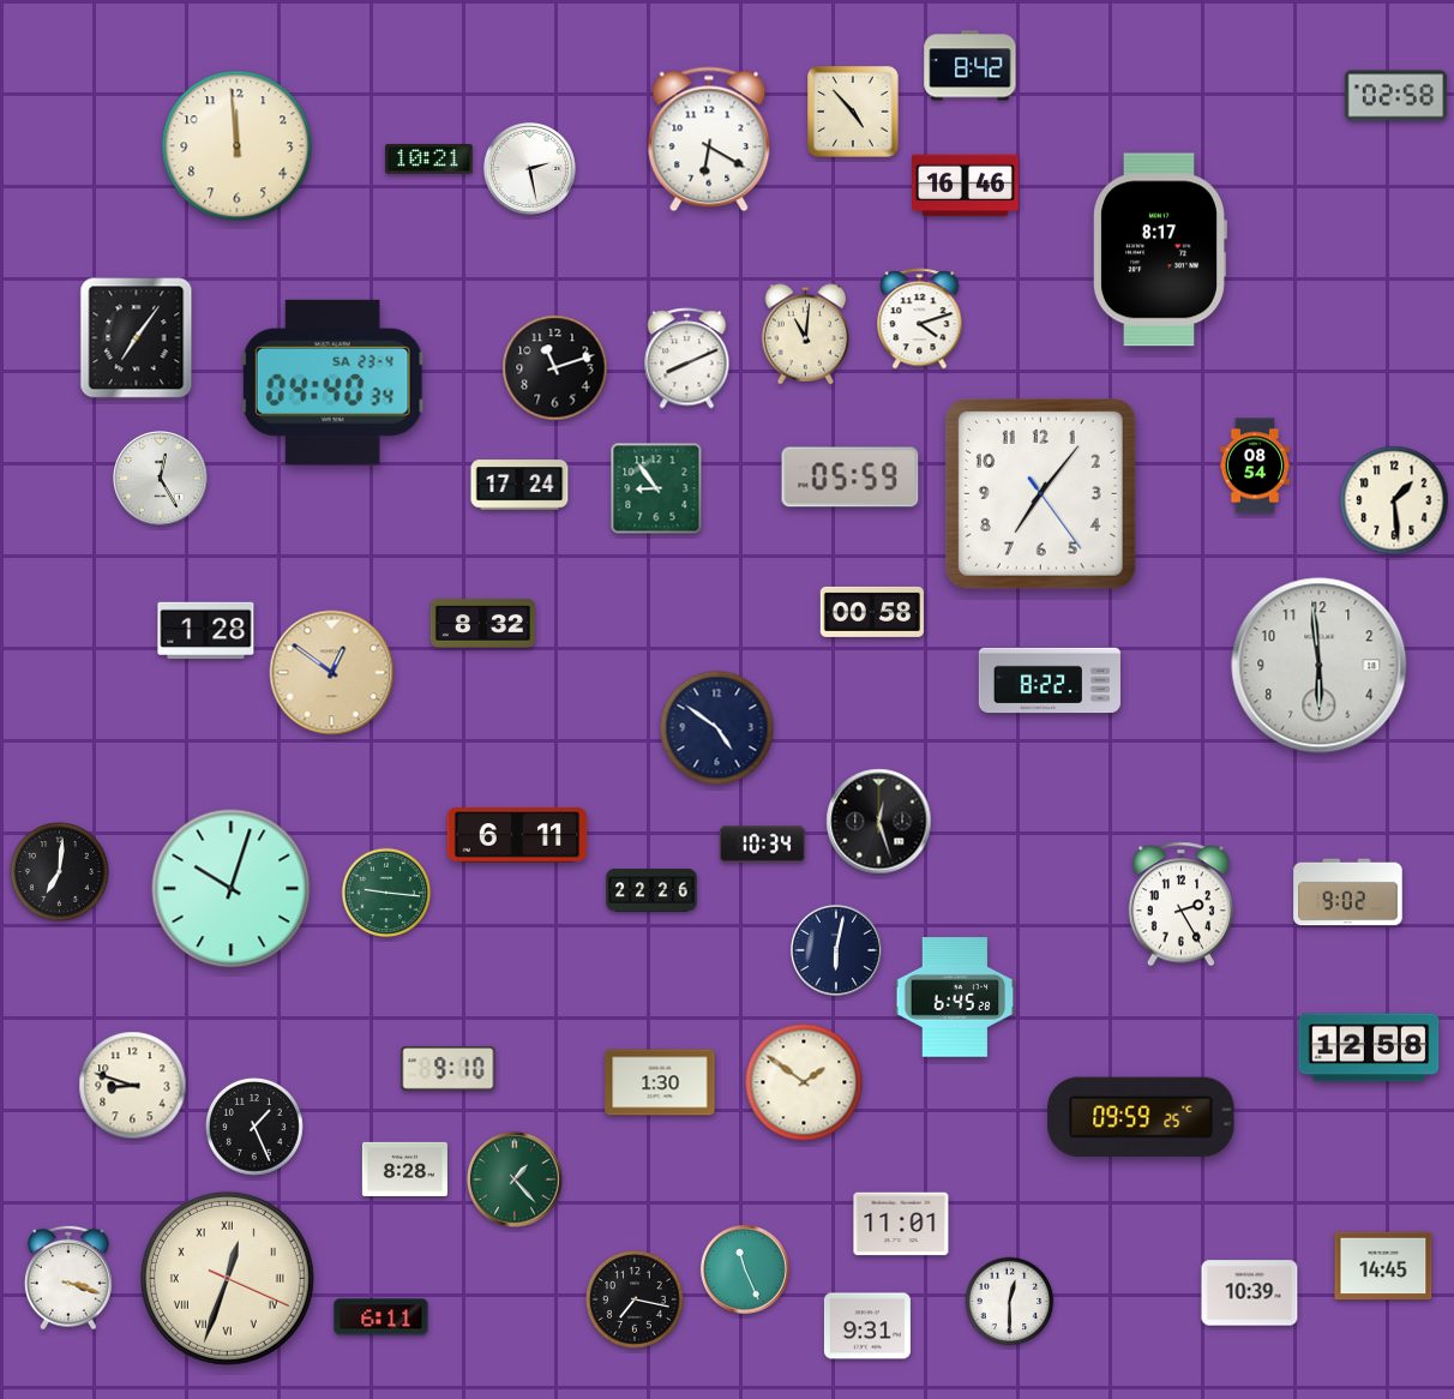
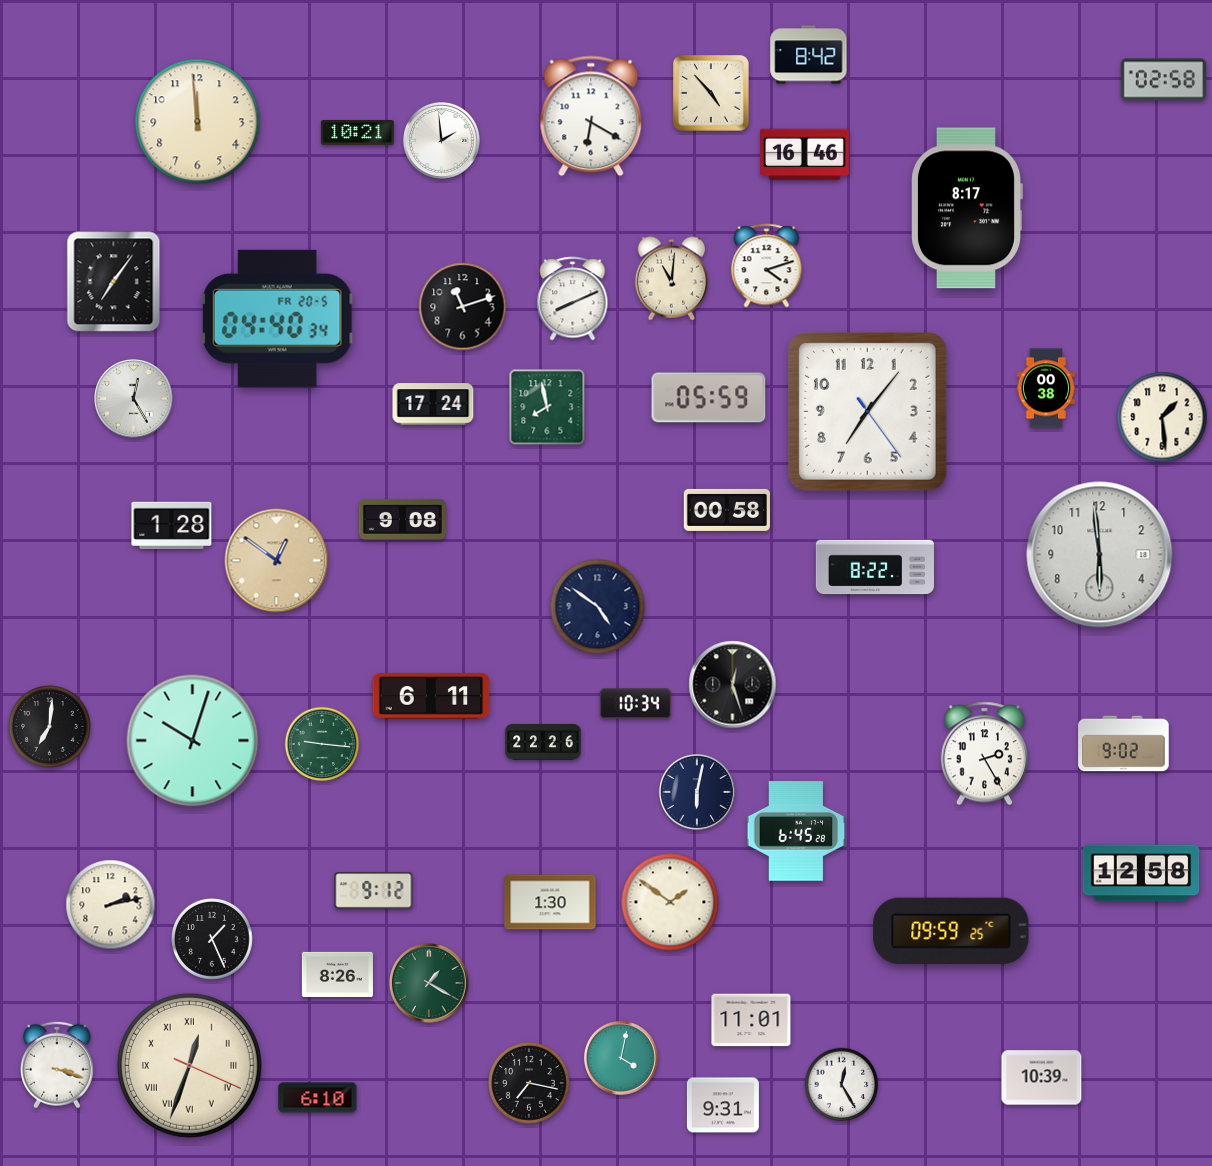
clock at (529, 168): 2:28 -> 1:59
clock at (334, 382) date: SA 23-4 -> FR 20-5
clock at (1255, 466): 08:54 -> 00:38
clock at (656, 488): 8:54 -> 7:58
clock at (482, 624): 8:32 -> 9:08
clock at (449, 1069): 9:10 -> 9:12
clock at (133, 1086): 8:48 -> 2:13
clock at (404, 1169): 8:28 -> 8:26
clock at (515, 1179): 1:23 -> 1:20
clock at (1383, 1266): 14:45 -> none
clock at (745, 1269): 11:26 -> 4:02
clock at (1010, 1302): 12:30 -> 12:25
clock at (381, 1317): 6:11 -> 6:10
